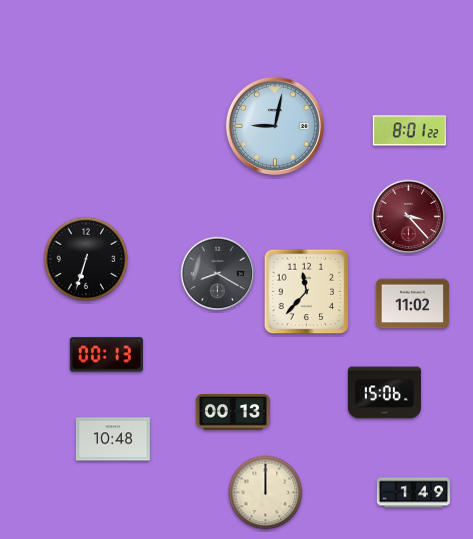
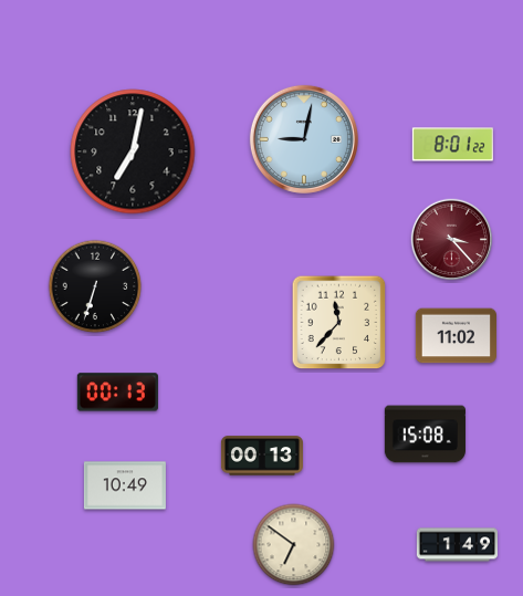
clock at (133, 151): none -> 7:02
clock at (218, 274): 8:20 -> none
clock at (384, 393): 15:06 -> 15:08
clock at (233, 412) position: (233, 412) -> (262, 456)
clock at (113, 439): 10:48 -> 10:49
clock at (266, 493): 12:00 -> 6:51
